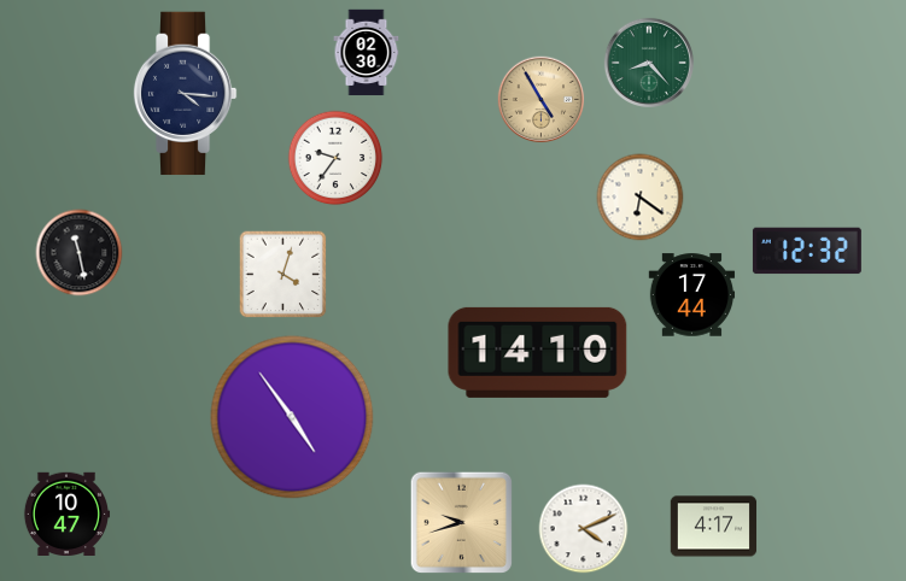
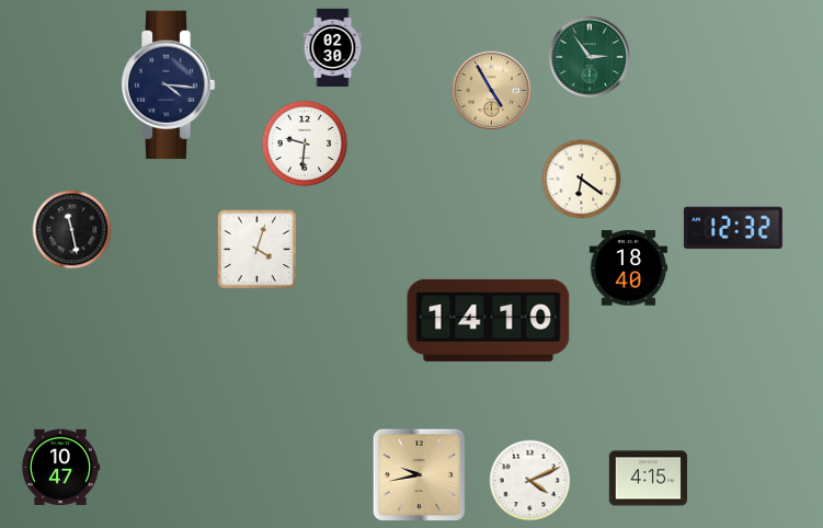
clock at (648, 61): 8:23 -> 2:54
clock at (335, 158): 9:36 -> 9:31
clock at (692, 295): 17:44 -> 18:40
clock at (292, 417): 4:54 -> none
clock at (462, 523): 9:42 -> 9:43
clock at (714, 527): 4:17 -> 4:15
